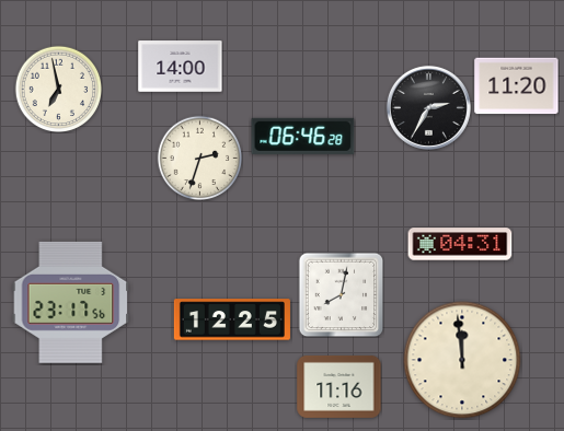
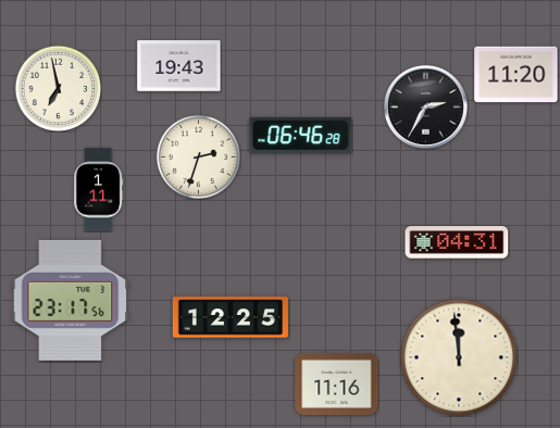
clock at (181, 67): 14:00 -> 19:43
clock at (517, 86) position: (517, 86) -> (517, 75)
clock at (99, 190): none -> 1:11
clock at (341, 294): 8:02 -> none
